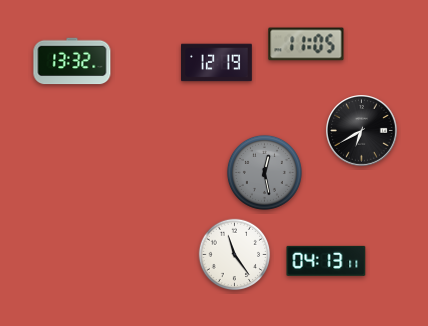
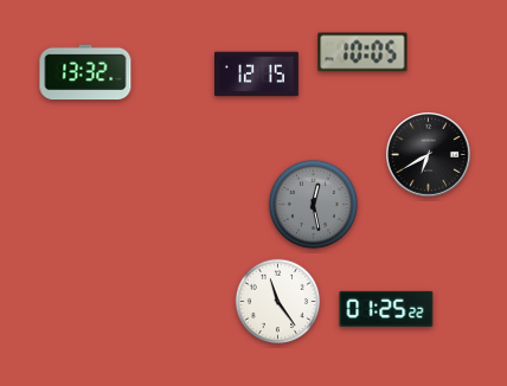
clock at (306, 44): 11:05 -> 10:05
clock at (217, 63): 12:19 -> 12:15
clock at (326, 261): 04:13 -> 01:25
